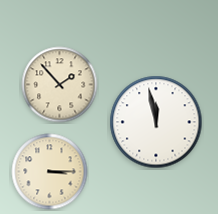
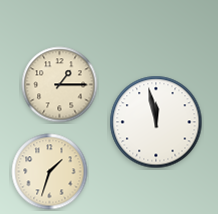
clock at (60, 85): 1:53 -> 1:15
clock at (50, 172): 3:15 -> 1:33
